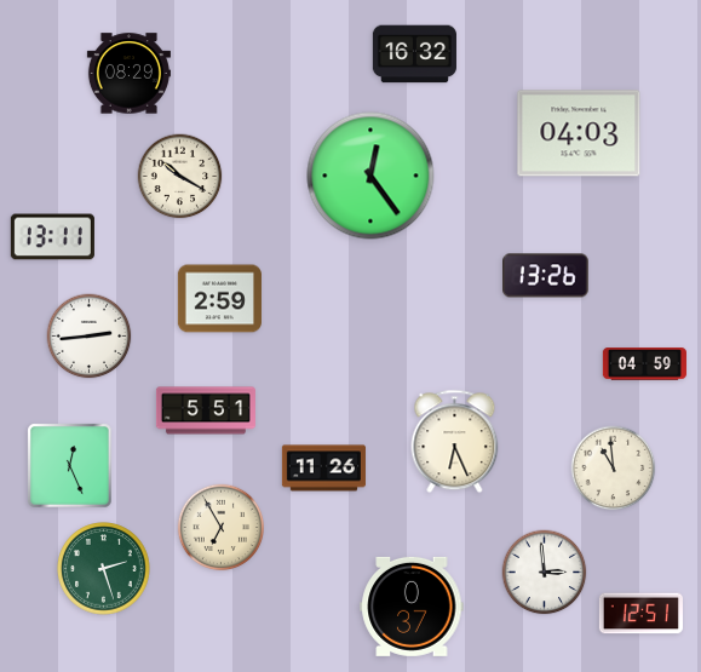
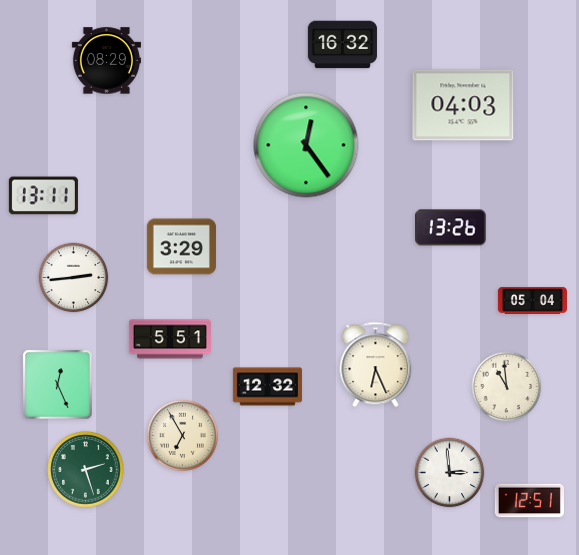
clock at (579, 133) position: (579, 133) -> (463, 105)
clock at (180, 177): 10:20 -> none
clock at (219, 299): 2:59 -> 3:29
clock at (644, 364): 04:59 -> 05:04
clock at (323, 469): 11:26 -> 12:32
clock at (412, 607): 0:37 -> none
clock at (640, 614) position: (640, 614) -> (529, 501)
